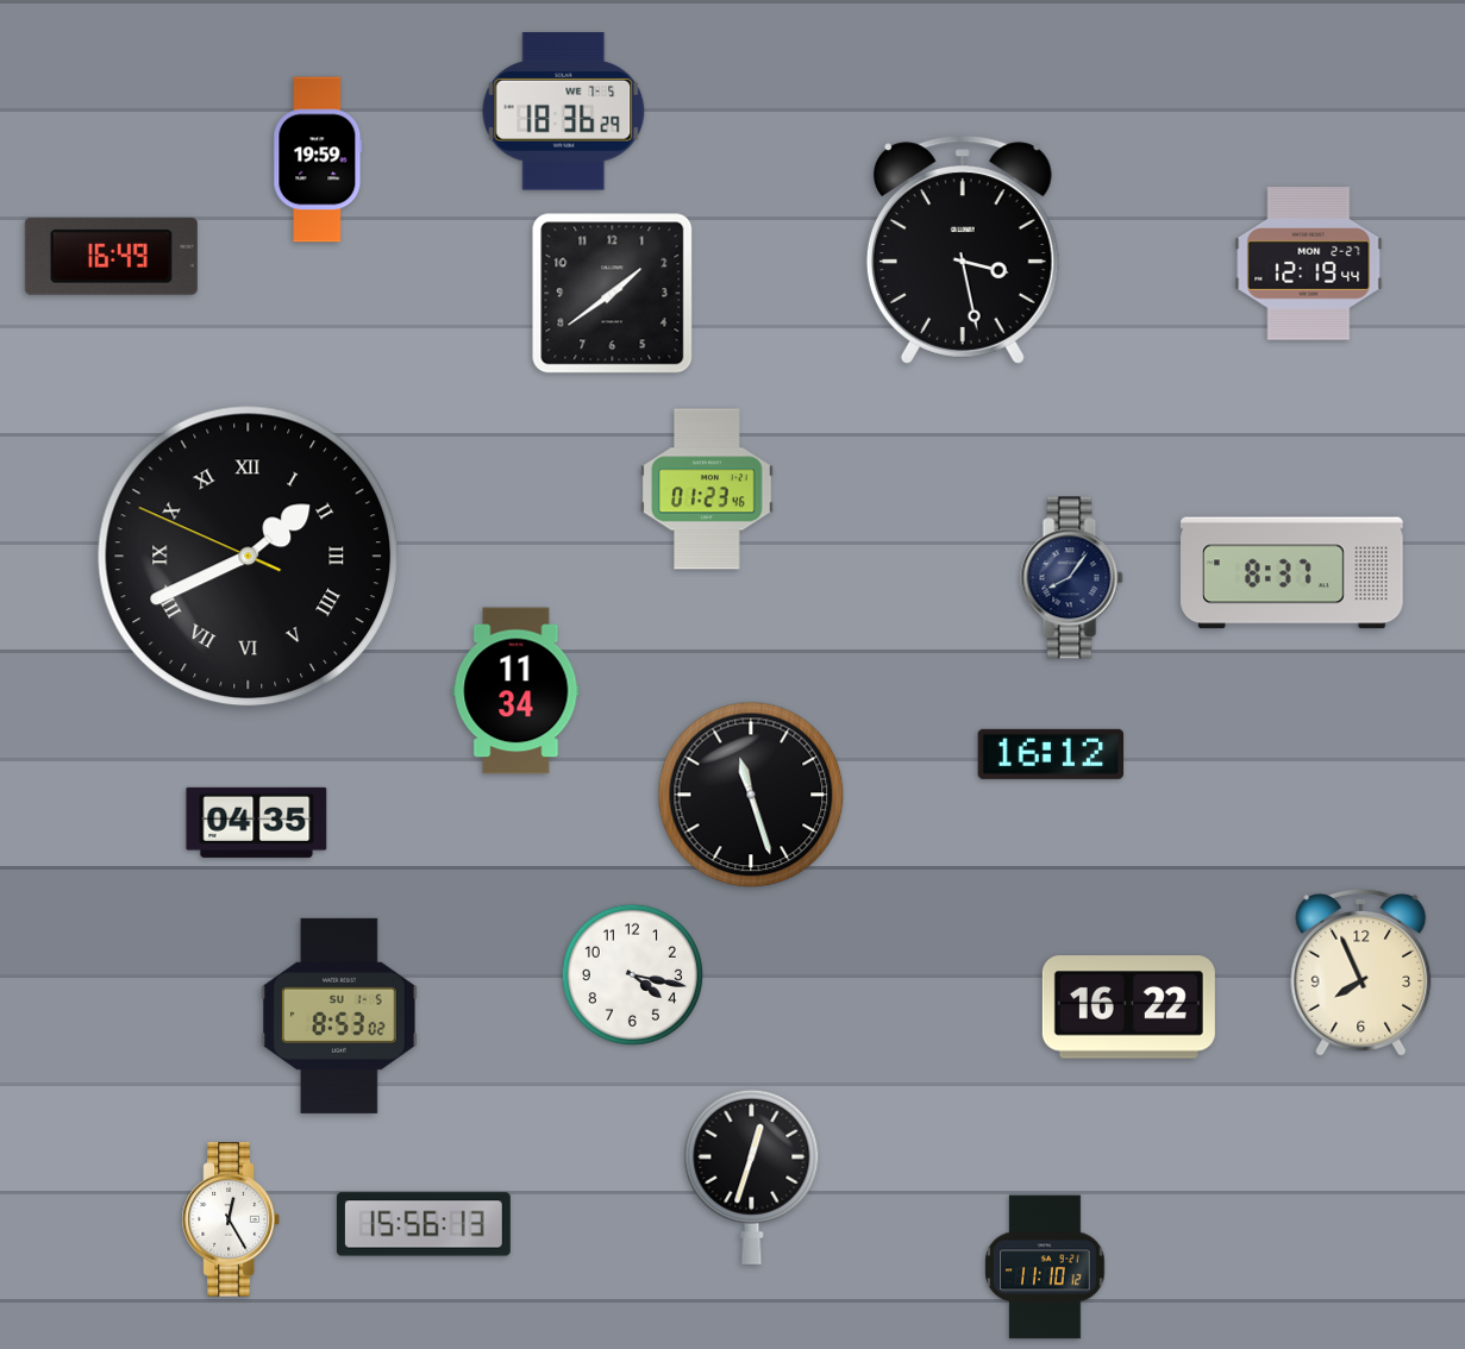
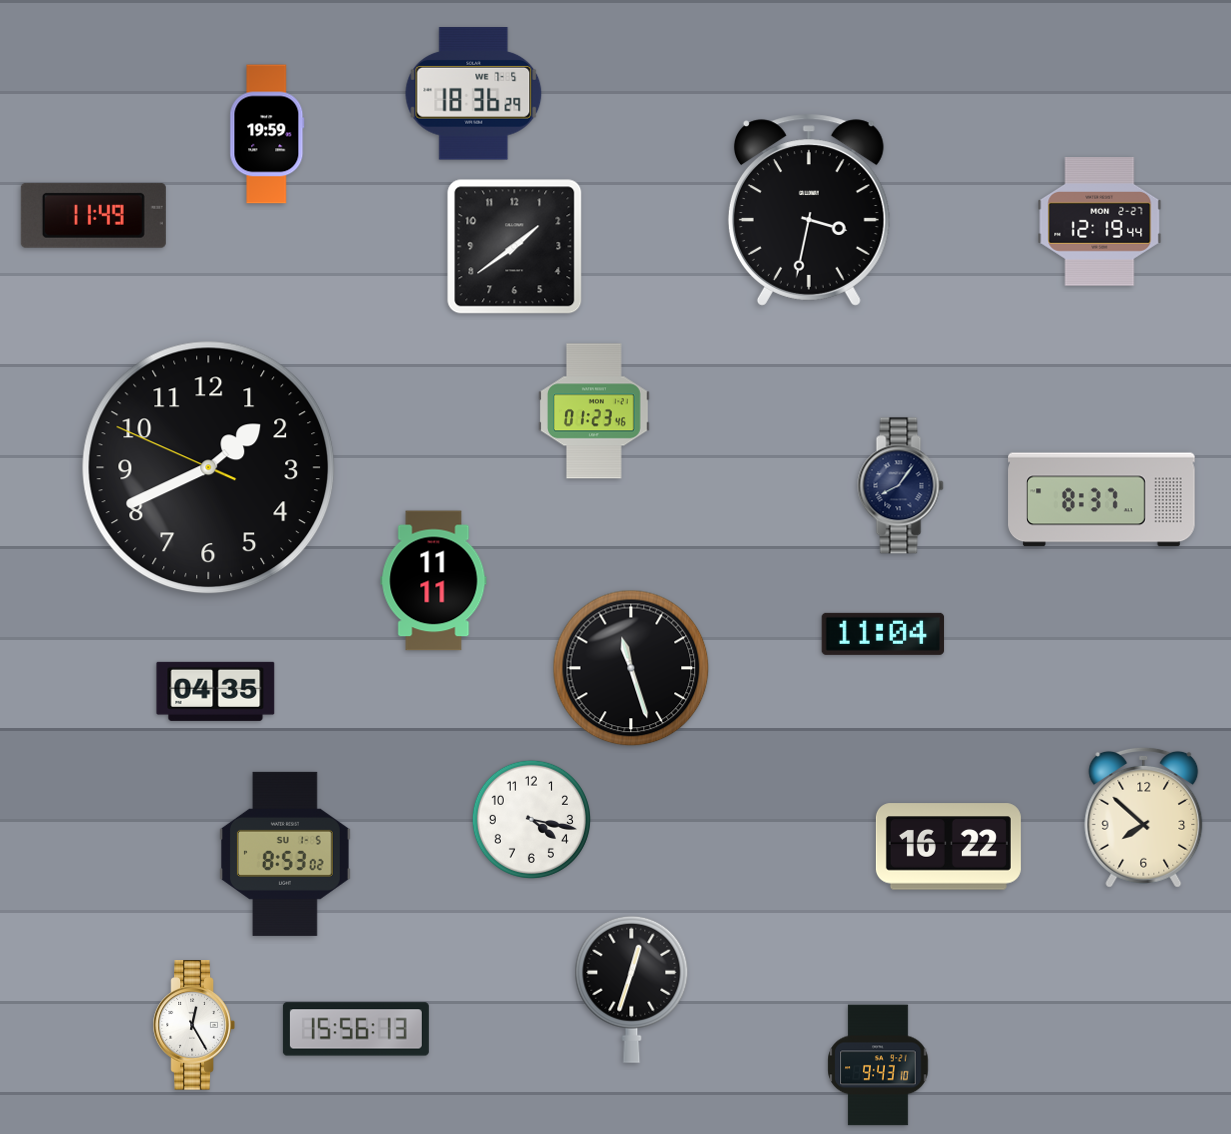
clock at (963, 250): 3:28 -> 3:32
clock at (111, 256): 16:49 -> 11:49
clock at (249, 557) numerals: Roman -> Arabic
clock at (1292, 573) position: (1292, 573) -> (1102, 500)
clock at (516, 691): 11:34 -> 11:11
clock at (1051, 754): 16:12 -> 11:04
clock at (1361, 972): 7:56 -> 7:52
clock at (1045, 1267): 11:10 -> 9:43
